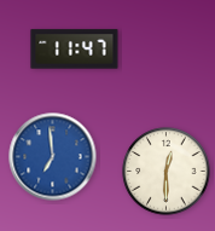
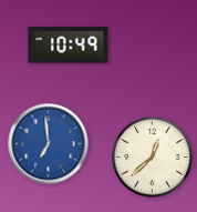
clock at (75, 50): 11:47 -> 10:49
clock at (167, 172): 12:30 -> 12:38
